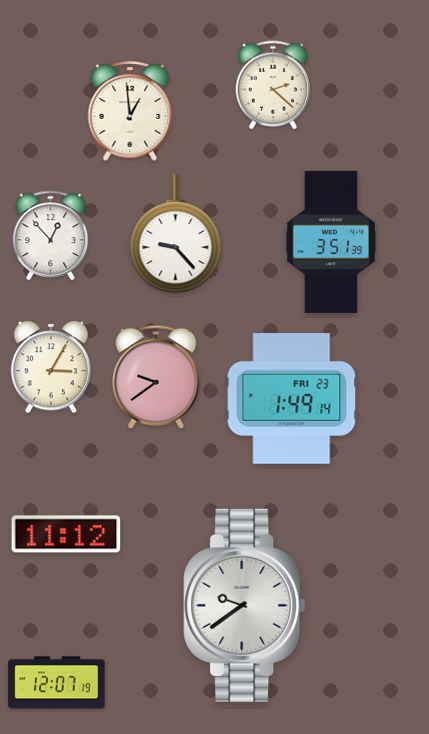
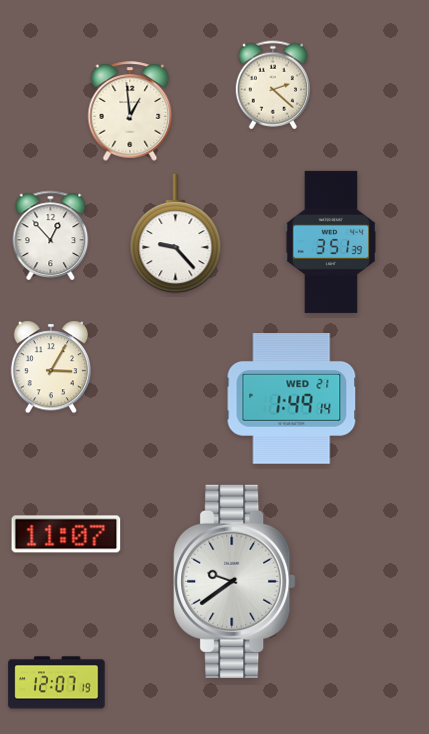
clock at (156, 377): 9:39 -> none
clock at (292, 399) date: FRI 23 -> WED 21
clock at (66, 534): 11:12 -> 11:07
clock at (245, 605) position: (245, 605) -> (235, 581)
